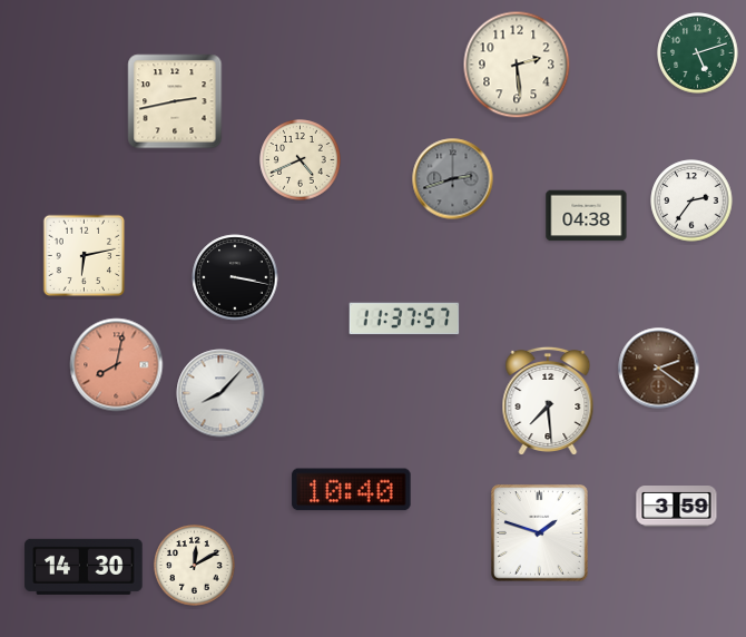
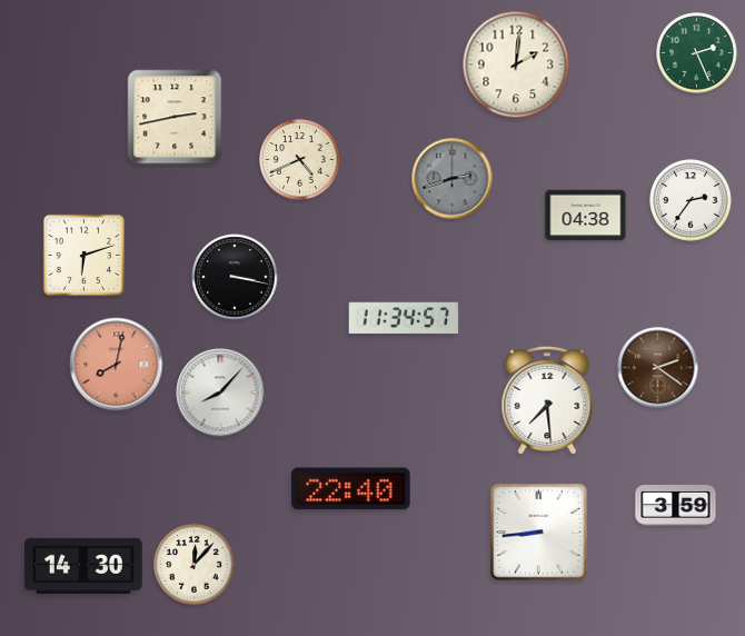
clock at (698, 53): 5:12 -> 2:26
clock at (517, 65): 2:29 -> 2:01
clock at (175, 101) position: (175, 101) -> (175, 117)
clock at (85, 256): 6:13 -> 6:12
clock at (404, 318): 11:37 -> 11:34
clock at (352, 490): 10:40 -> 22:40
clock at (540, 533): 1:48 -> 8:44
clock at (195, 566): 12:10 -> 12:07
